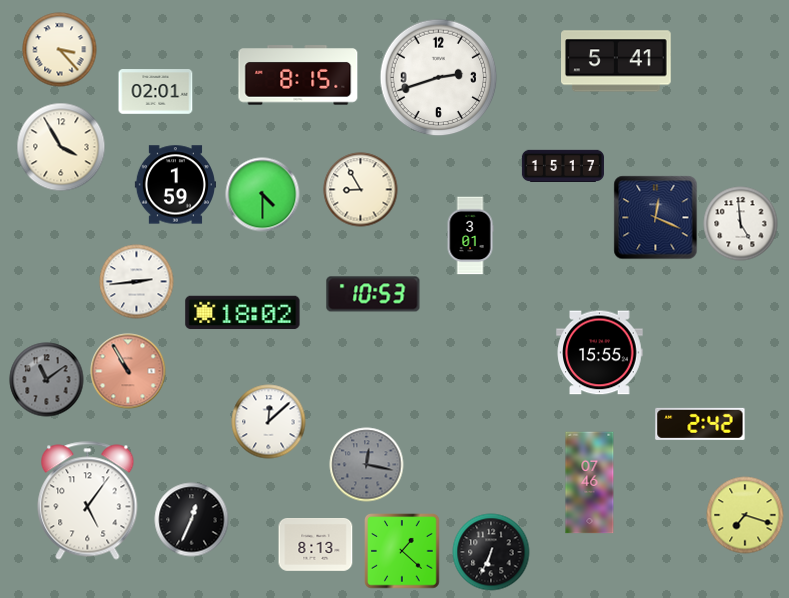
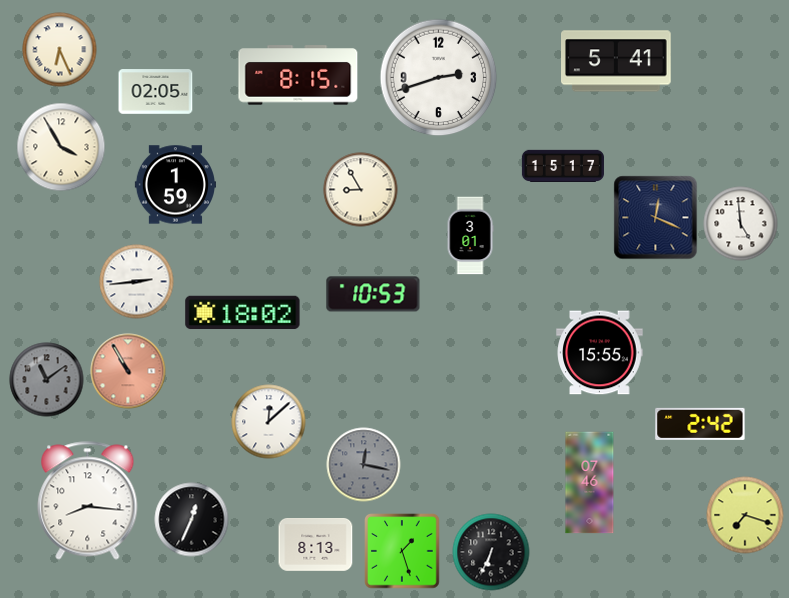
clock at (60, 50): 3:23 -> 6:26
clock at (156, 92): 02:01 -> 02:05
clock at (263, 195): 4:30 -> none
clock at (367, 465) position: (367, 465) -> (364, 465)
clock at (88, 501): 5:06 -> 8:16
clock at (402, 551): 1:22 -> 1:27
